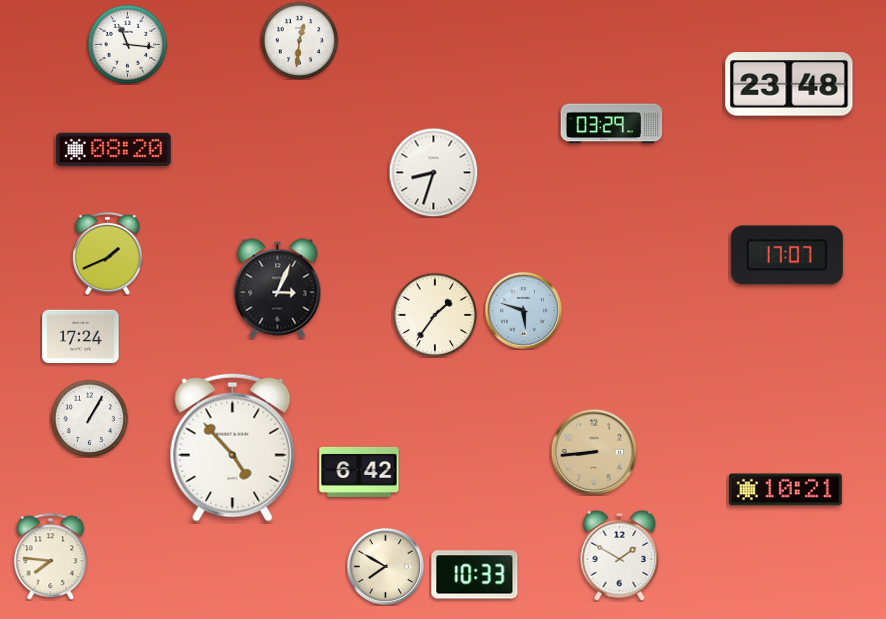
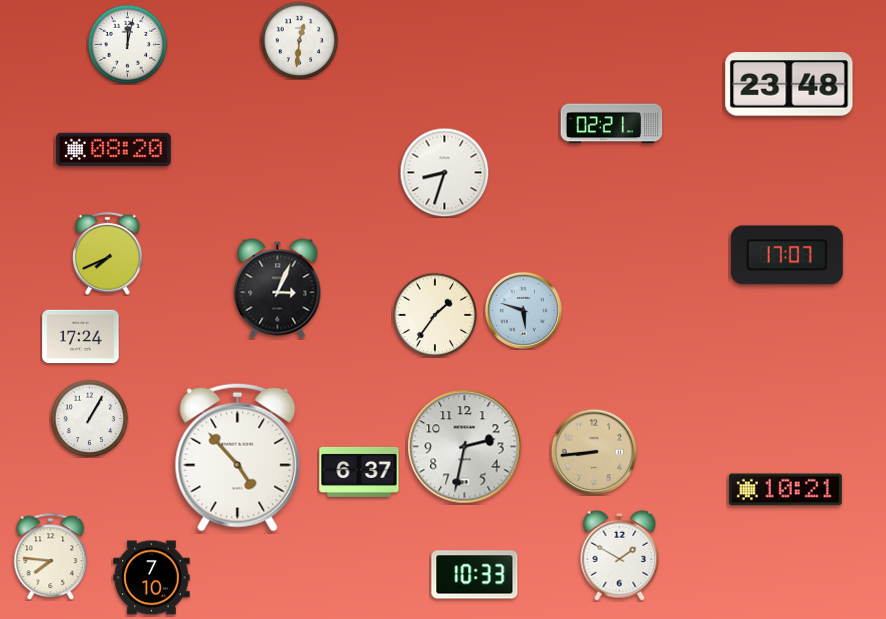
clock at (127, 44): 11:16 -> 12:02
clock at (612, 124): 03:29 -> 02:21
clock at (433, 172) position: (433, 172) -> (444, 172)
clock at (107, 253): 1:41 -> 7:41
clock at (233, 447) position: (233, 447) -> (238, 457)
clock at (465, 447): none -> 2:32
clock at (359, 472): 6:42 -> 6:37
clock at (385, 566): 7:50 -> none
clock at (152, 578): none -> 7:10
